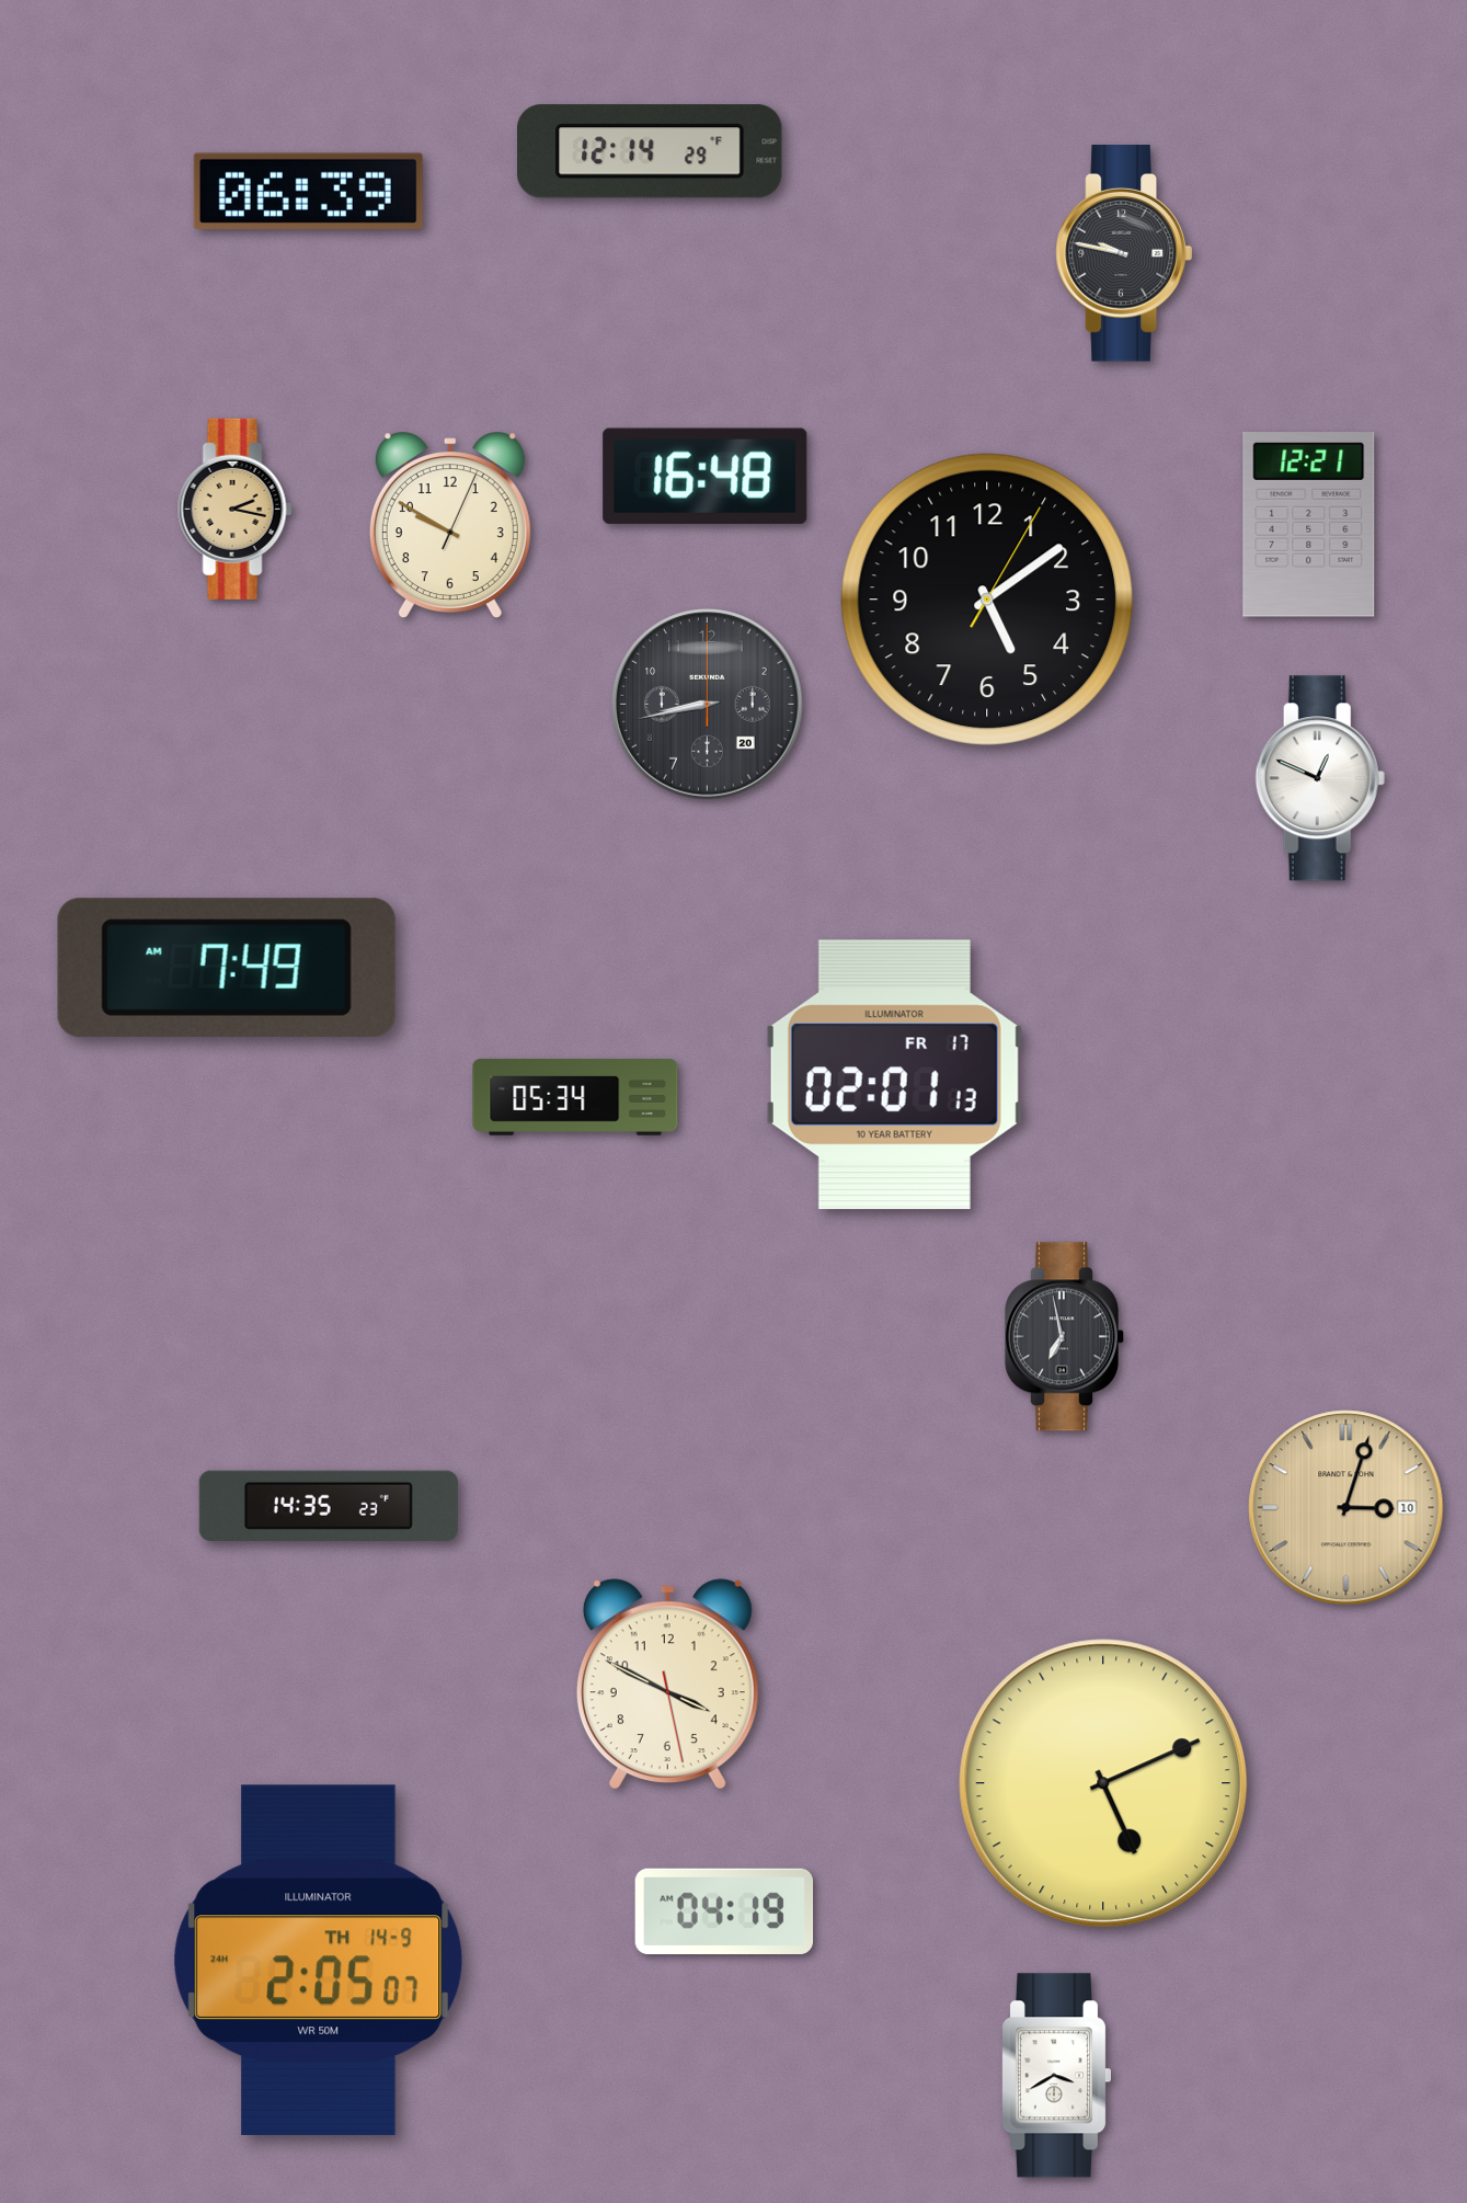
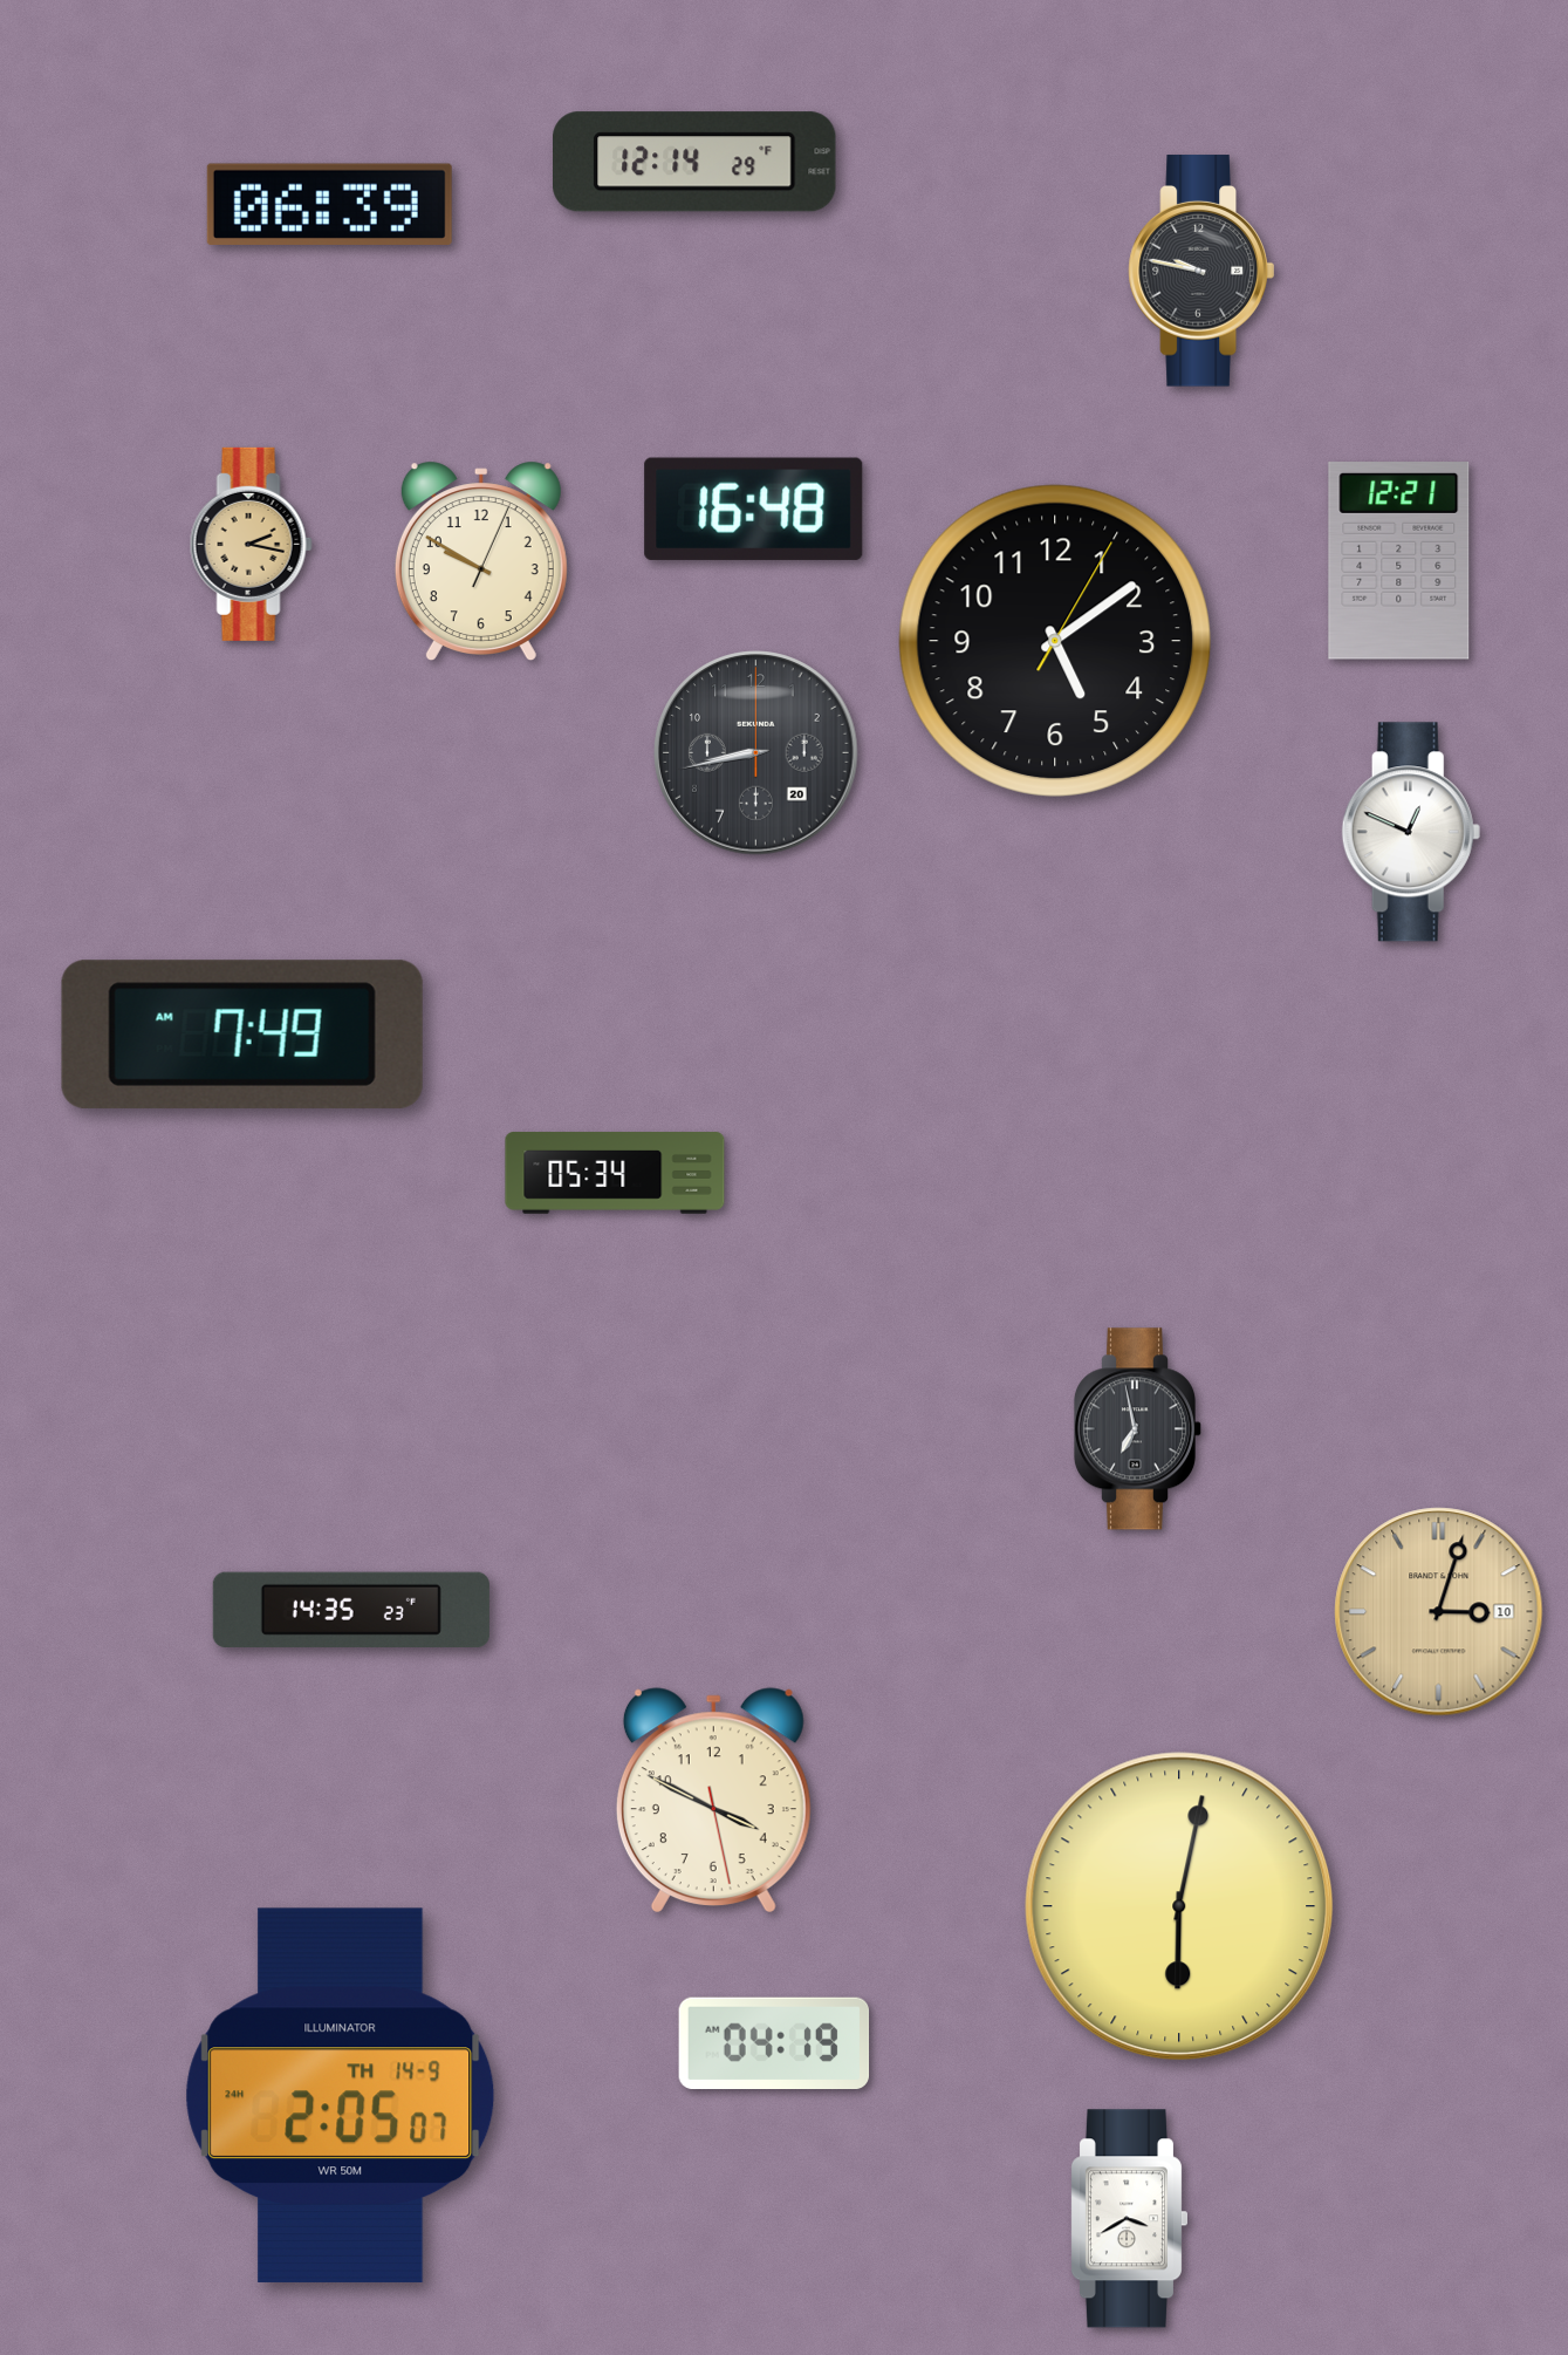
clock at (894, 1075): 02:01 -> none
clock at (1103, 1783): 5:11 -> 6:02
